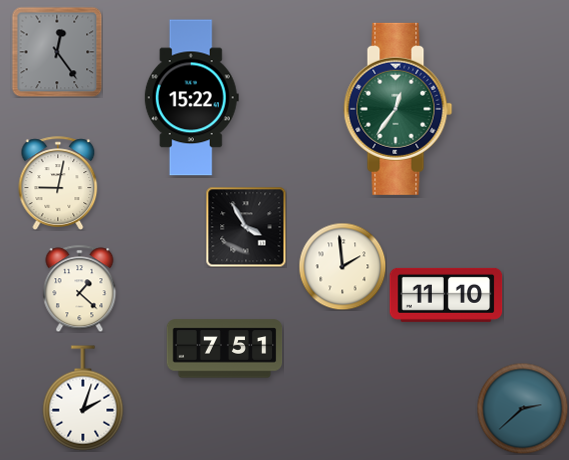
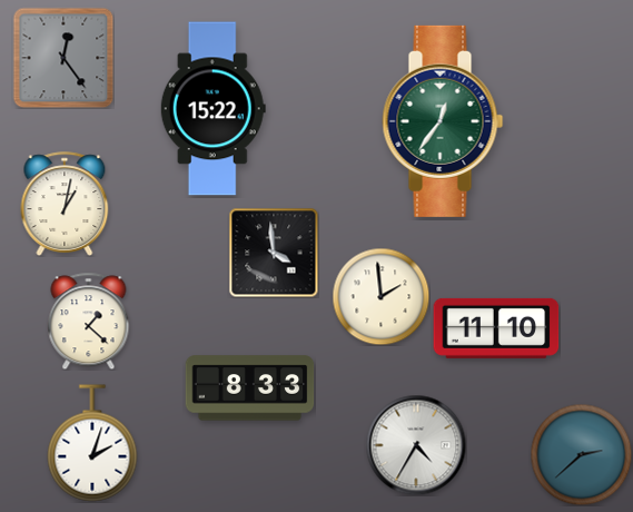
clock at (58, 183): 9:02 -> 1:02
clock at (246, 227): 3:55 -> 3:59
clock at (225, 349): 7:51 -> 8:33
clock at (416, 445): none -> 4:35
